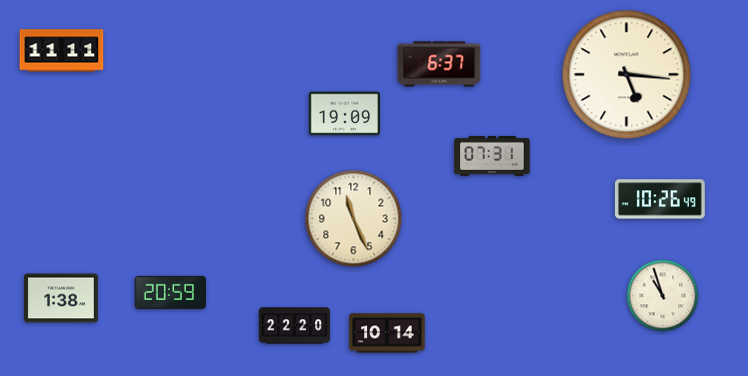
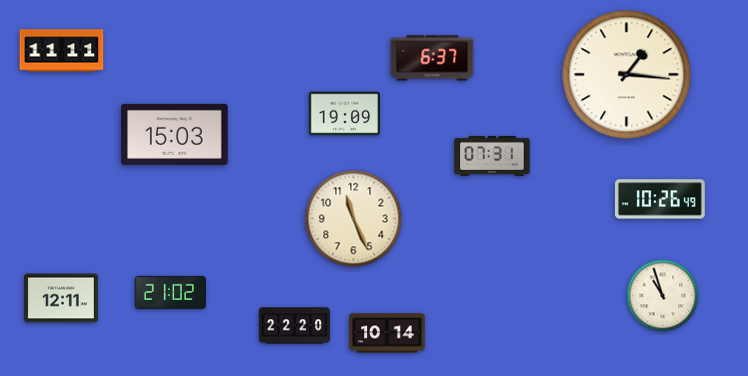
clock at (439, 64) position: (439, 64) -> (432, 58)
clock at (627, 75): 5:16 -> 1:16
clock at (175, 134): none -> 15:03
clock at (170, 292): 20:59 -> 21:02
clock at (62, 298): 1:38 -> 12:11
